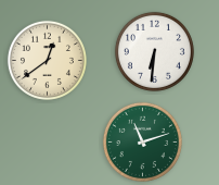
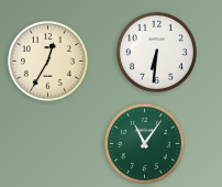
clock at (47, 60): 12:39 -> 12:35
clock at (142, 141): 11:12 -> 11:06
